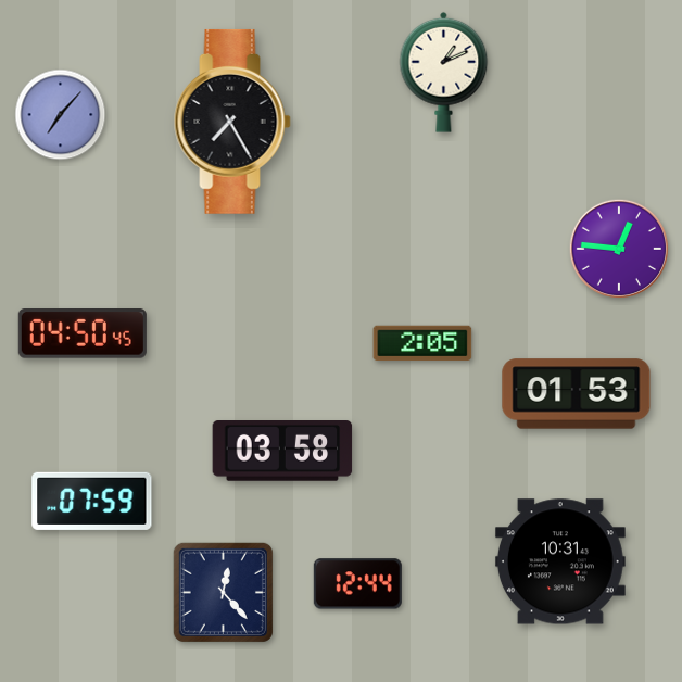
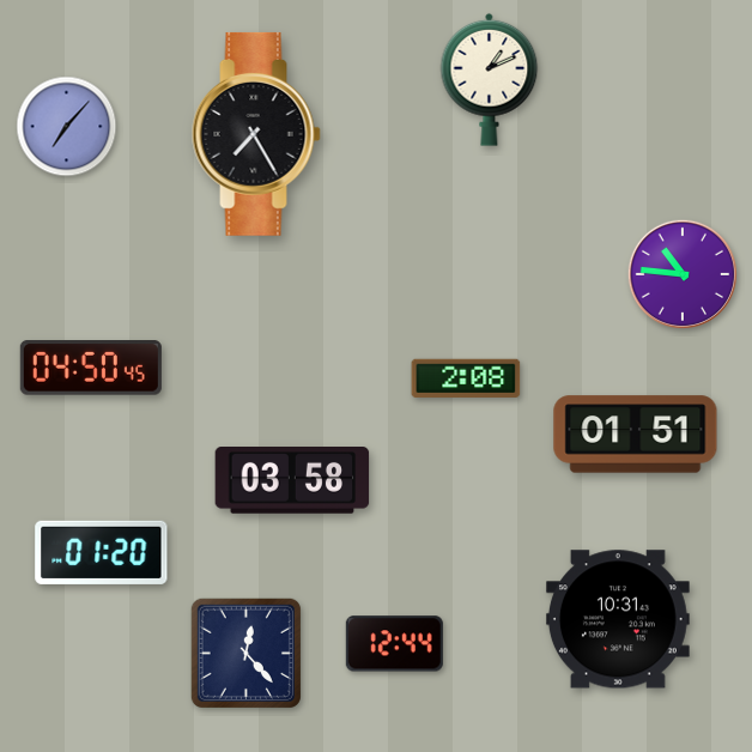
clock at (618, 248): 12:46 -> 10:46
clock at (422, 342): 2:05 -> 2:08
clock at (577, 394): 01:53 -> 01:51
clock at (282, 452) position: (282, 452) -> (292, 481)
clock at (92, 501): 07:59 -> 01:20
